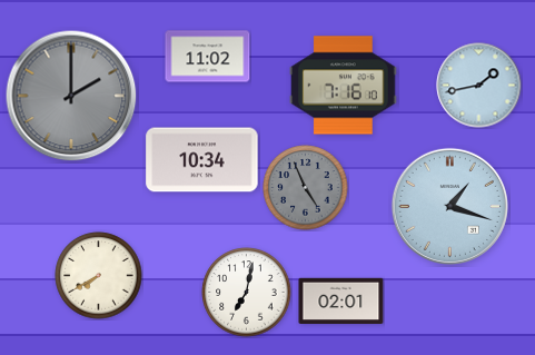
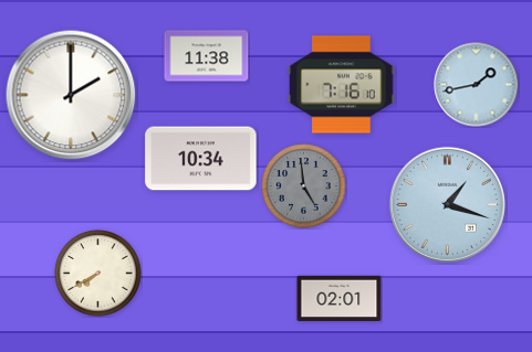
clock at (208, 57): 11:02 -> 11:38
clock at (71, 96) dial: grey -> white
clock at (306, 188): 4:56 -> 4:59
clock at (247, 293): 7:02 -> none
